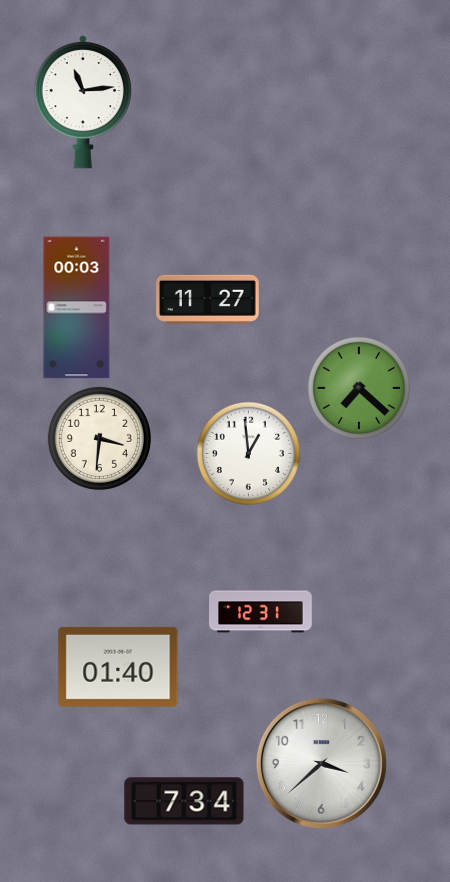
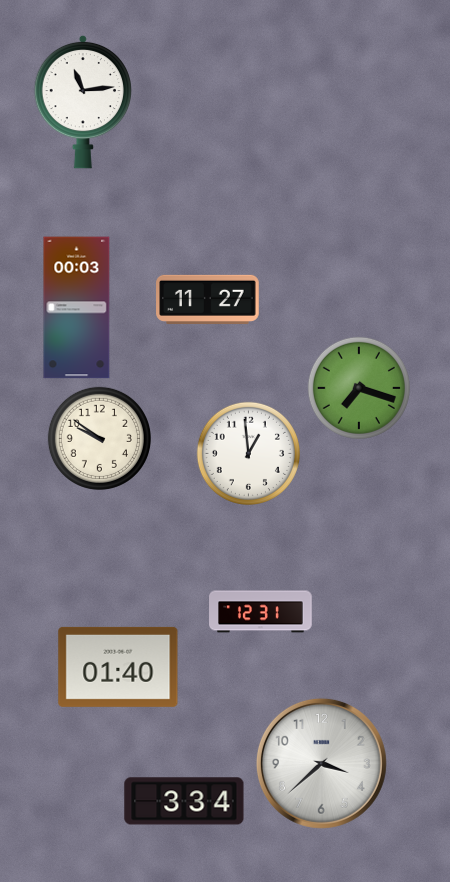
clock at (359, 388): 7:22 -> 7:18
clock at (99, 438): 3:31 -> 9:51
clock at (184, 801): 7:34 -> 3:34
